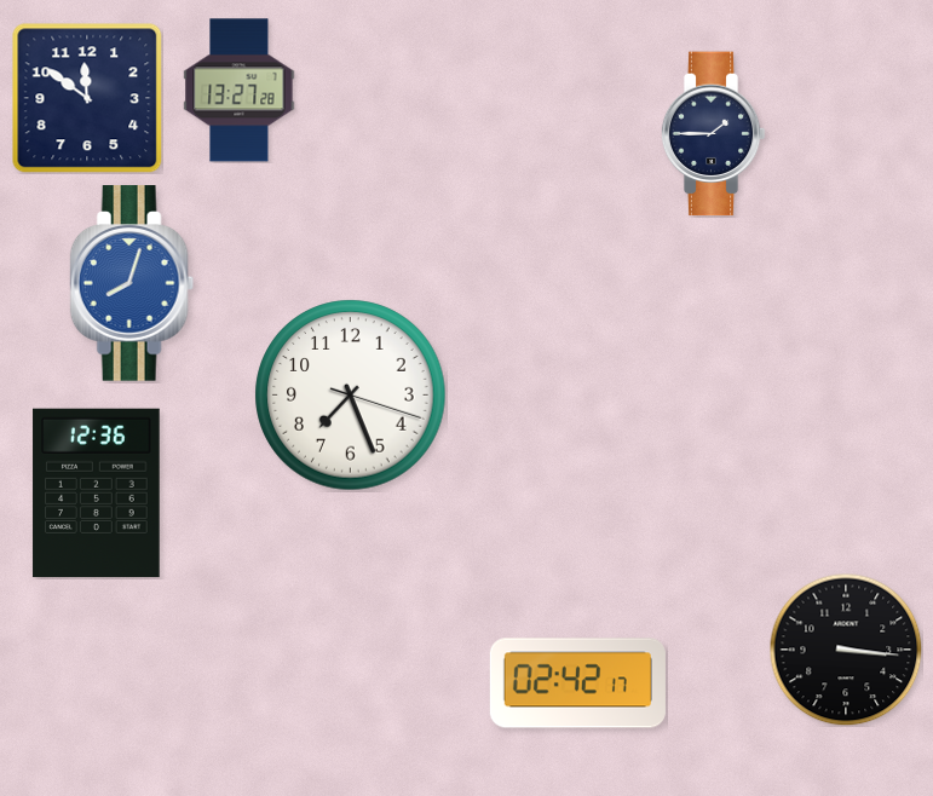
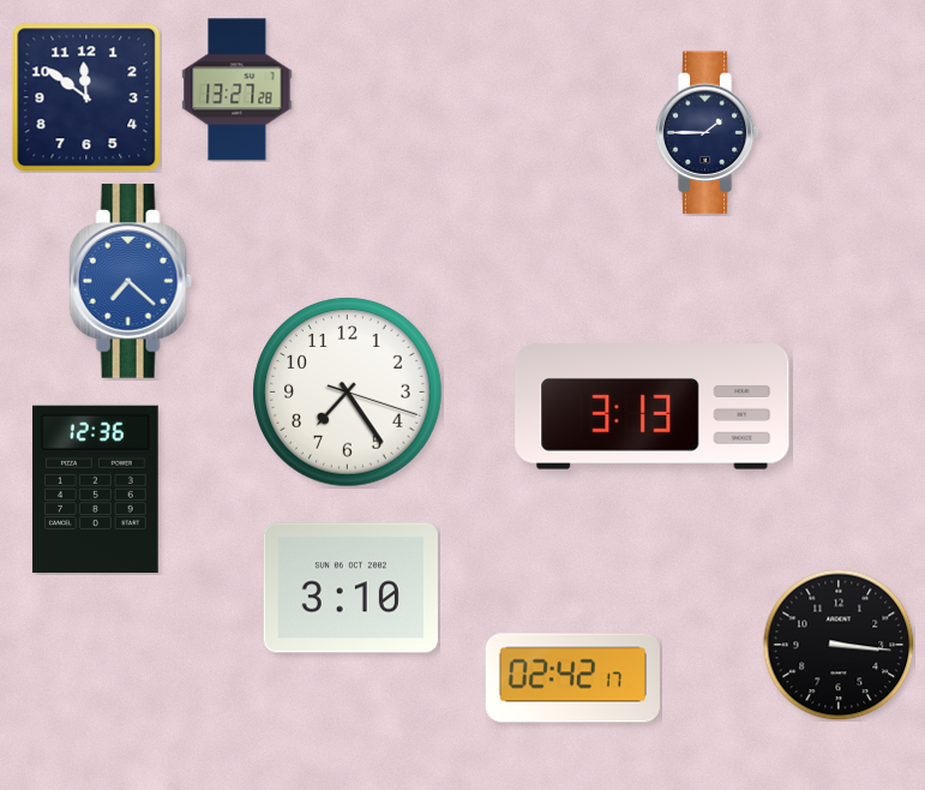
clock at (132, 283): 8:03 -> 7:22
clock at (351, 396): 7:26 -> 7:24
clock at (653, 407): none -> 3:13
clock at (350, 588): none -> 3:10
